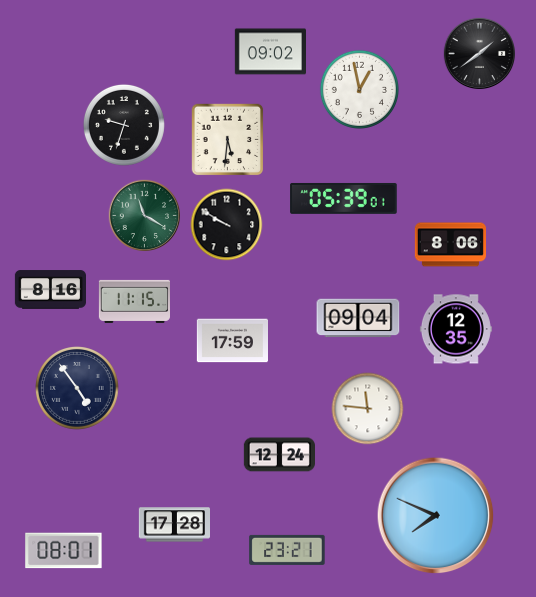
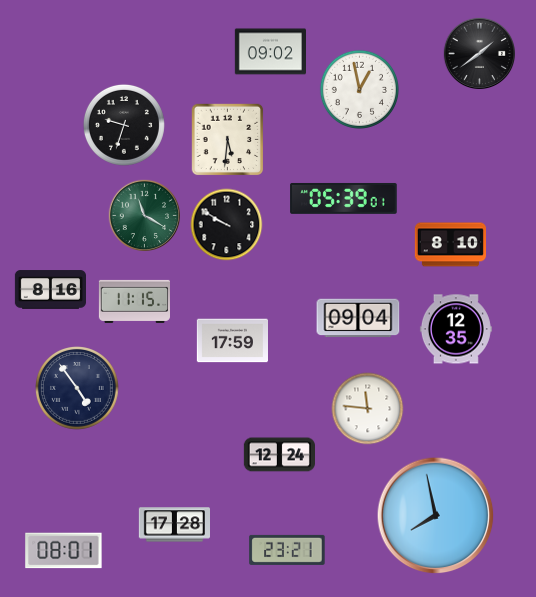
clock at (450, 245): 8:06 -> 8:10
clock at (436, 516): 7:49 -> 7:58
